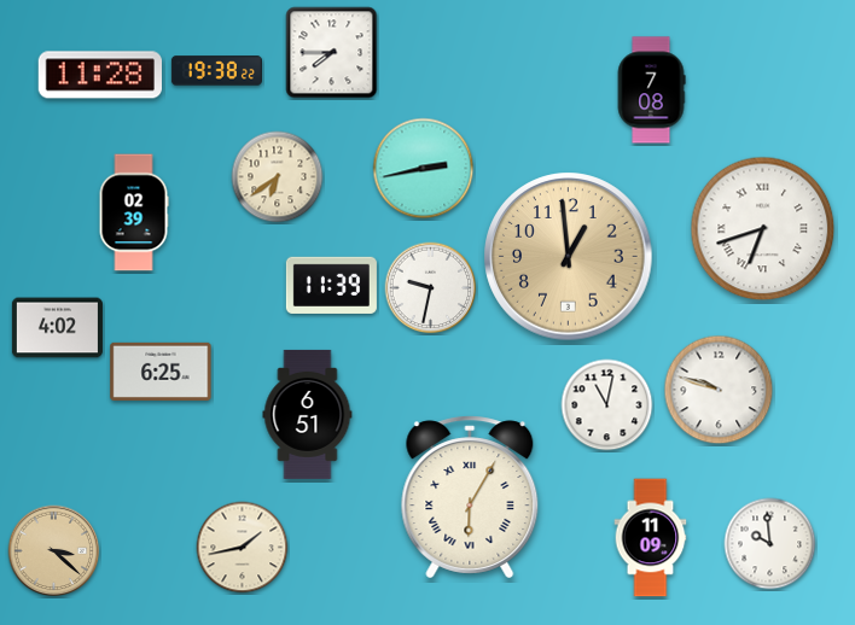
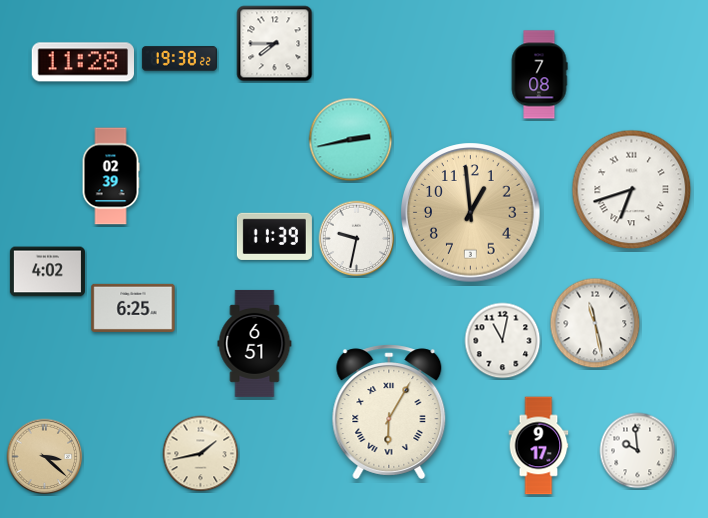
clock at (278, 177): 6:39 -> none
clock at (719, 390): 9:48 -> 11:28
clock at (607, 405) position: (607, 405) -> (503, 341)
clock at (651, 538): 11:09 -> 9:17
